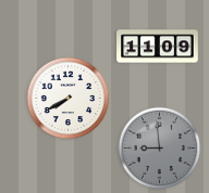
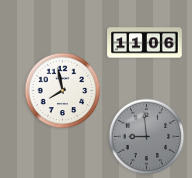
clock at (158, 47): 11:09 -> 11:06
clock at (69, 99): 7:40 -> 7:58
